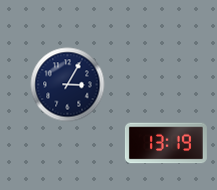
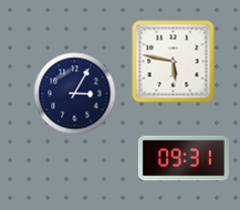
clock at (174, 62): none -> 5:47
clock at (166, 143): 13:19 -> 09:31
